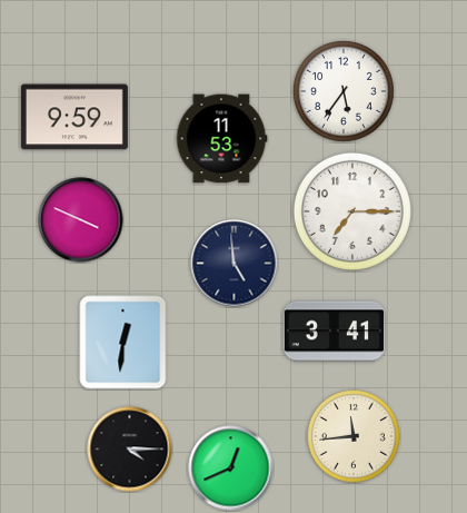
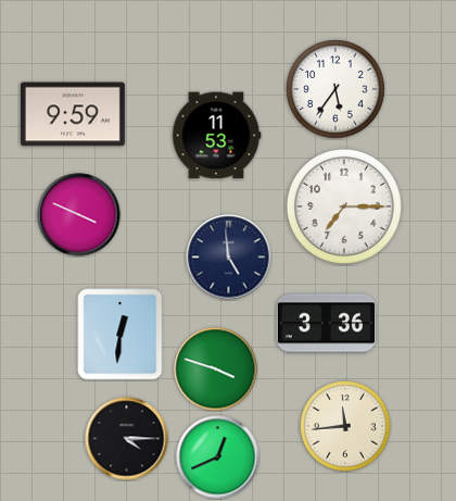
clock at (334, 332): 3:41 -> 3:36
clock at (216, 370): none -> 3:48
clock at (231, 468) position: (231, 468) -> (218, 458)
